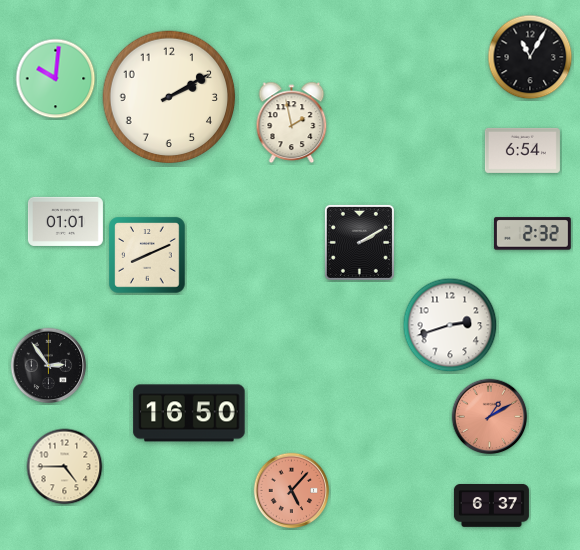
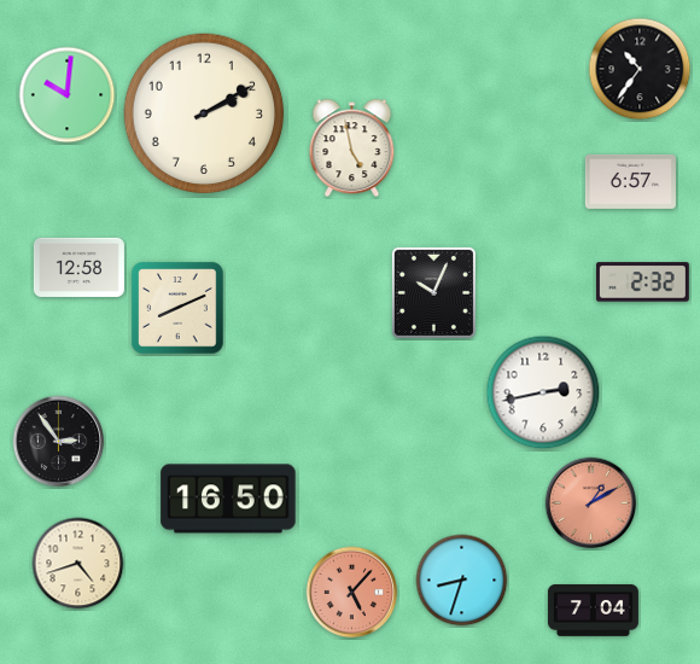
clock at (530, 57): 11:05 -> 10:36
clock at (169, 97) position: (169, 97) -> (204, 113)
clock at (292, 122): 1:58 -> 4:58
clock at (522, 150): 6:54 -> 6:57
clock at (65, 221): 01:01 -> 12:58
clock at (359, 242): 2:10 -> 10:04
clock at (450, 325): 2:42 -> 2:43
clock at (65, 467): 4:45 -> 4:42
clock at (462, 581): none -> 8:33
clock at (491, 506): 6:37 -> 7:04
